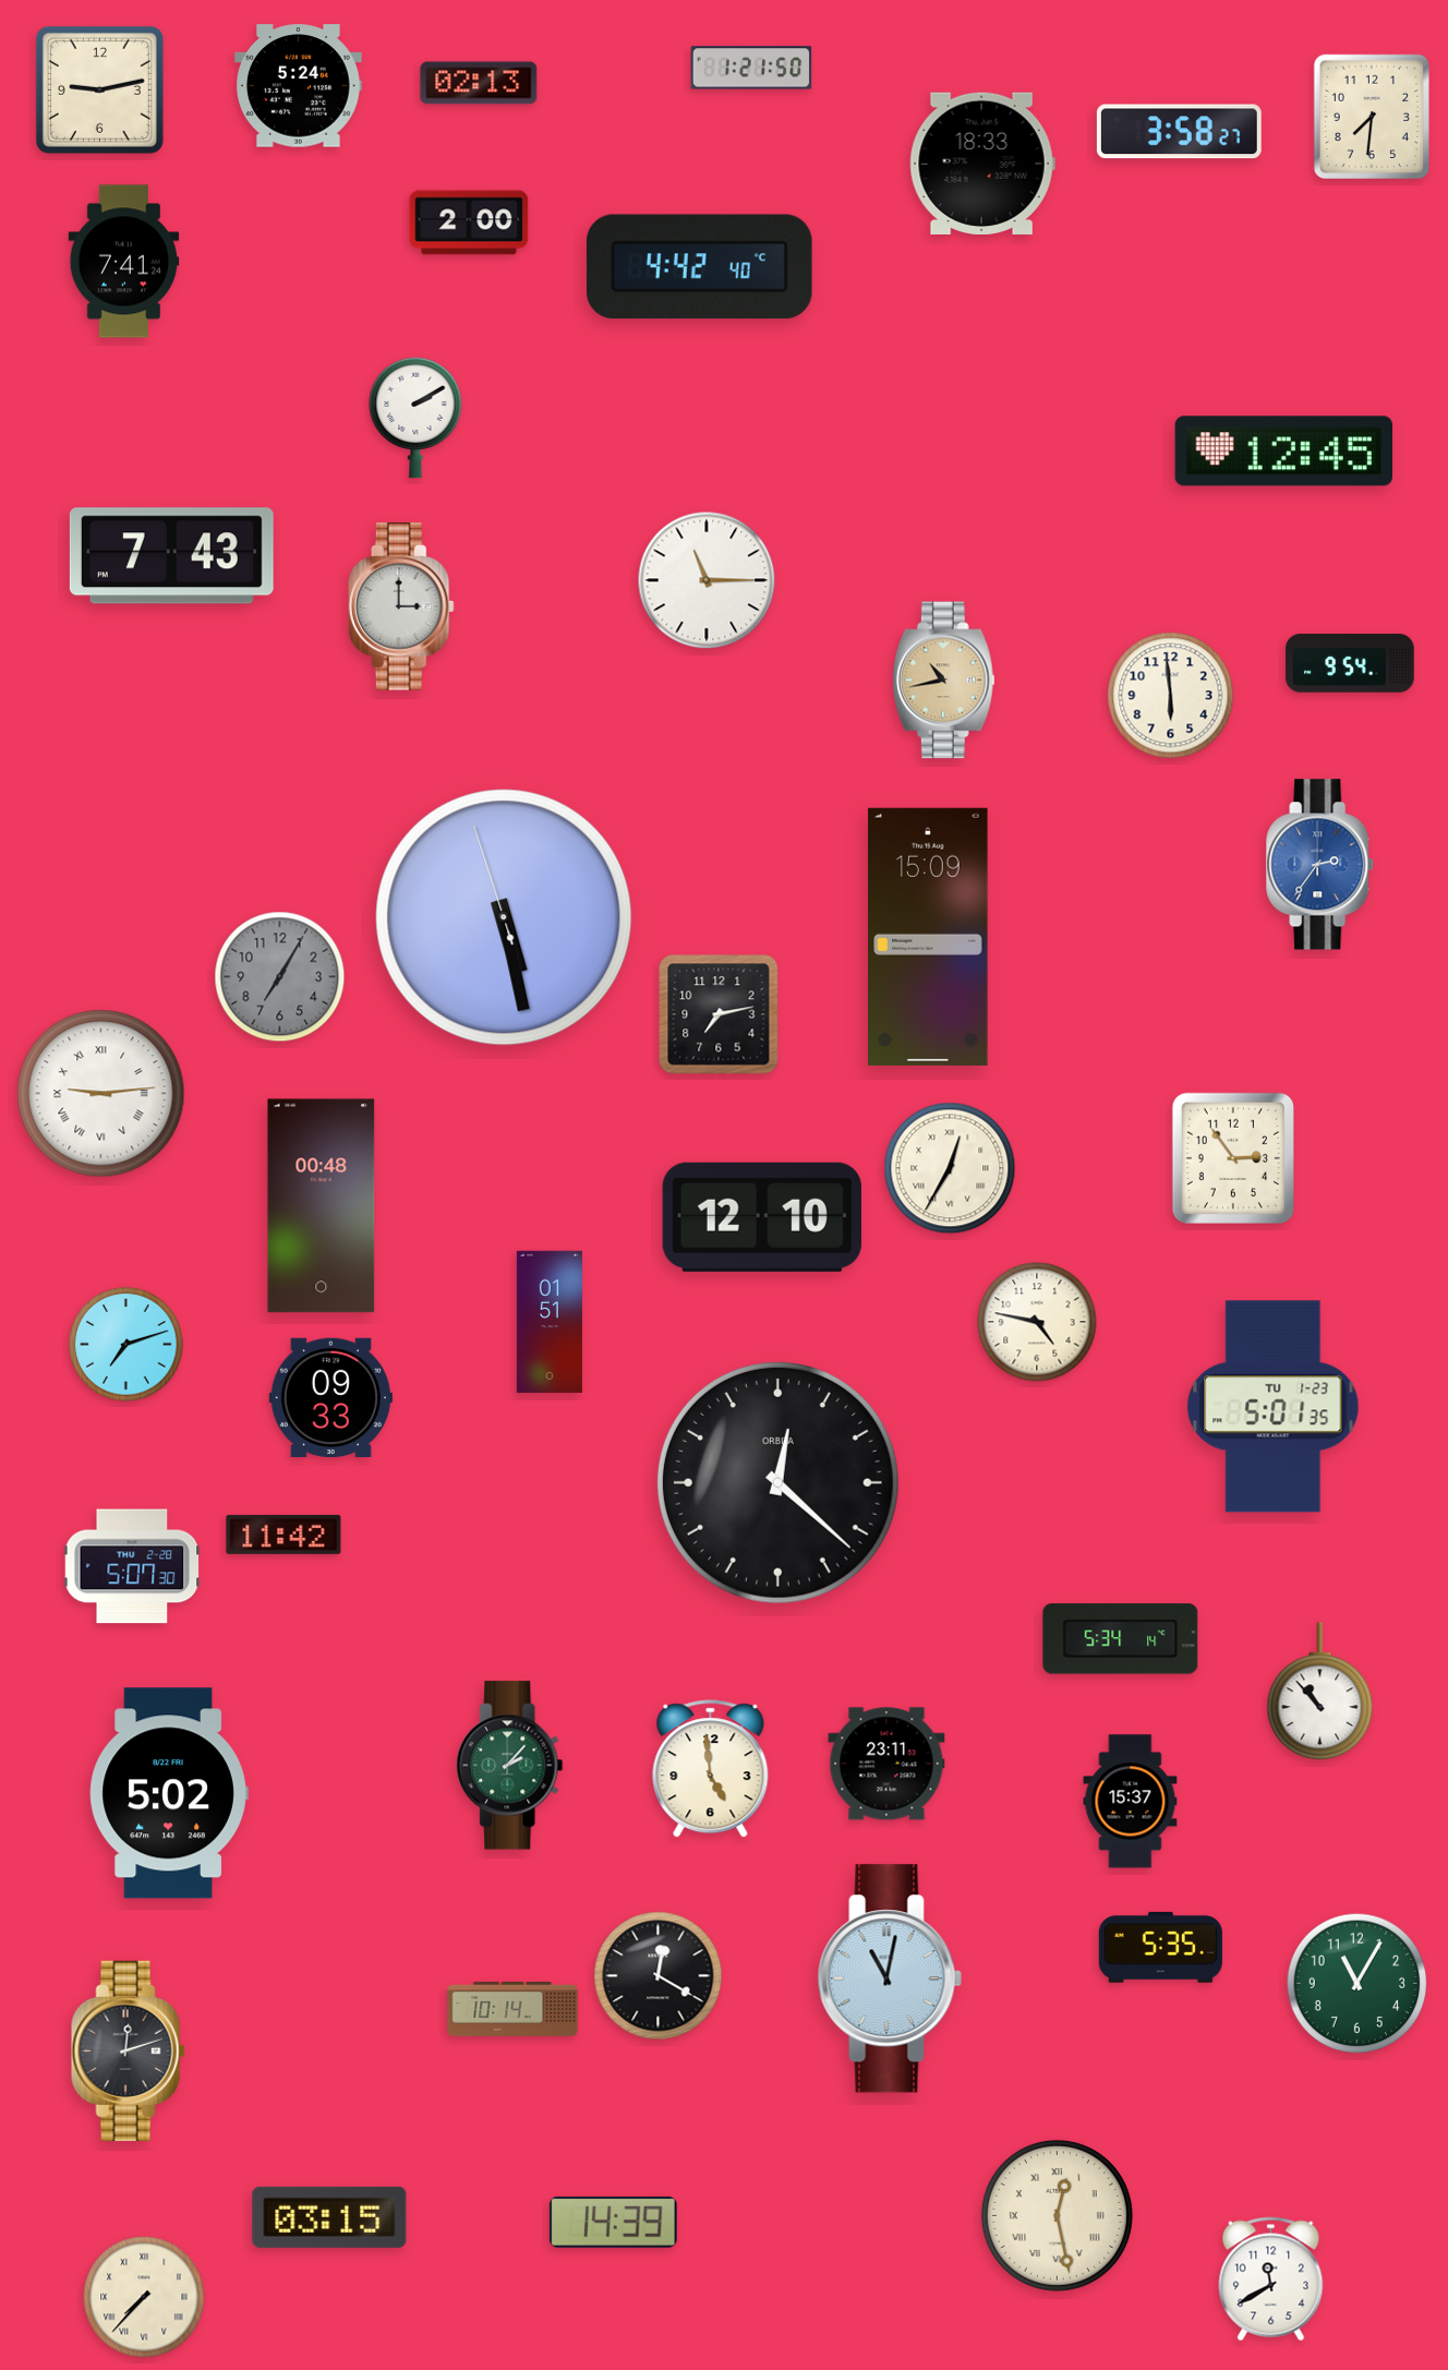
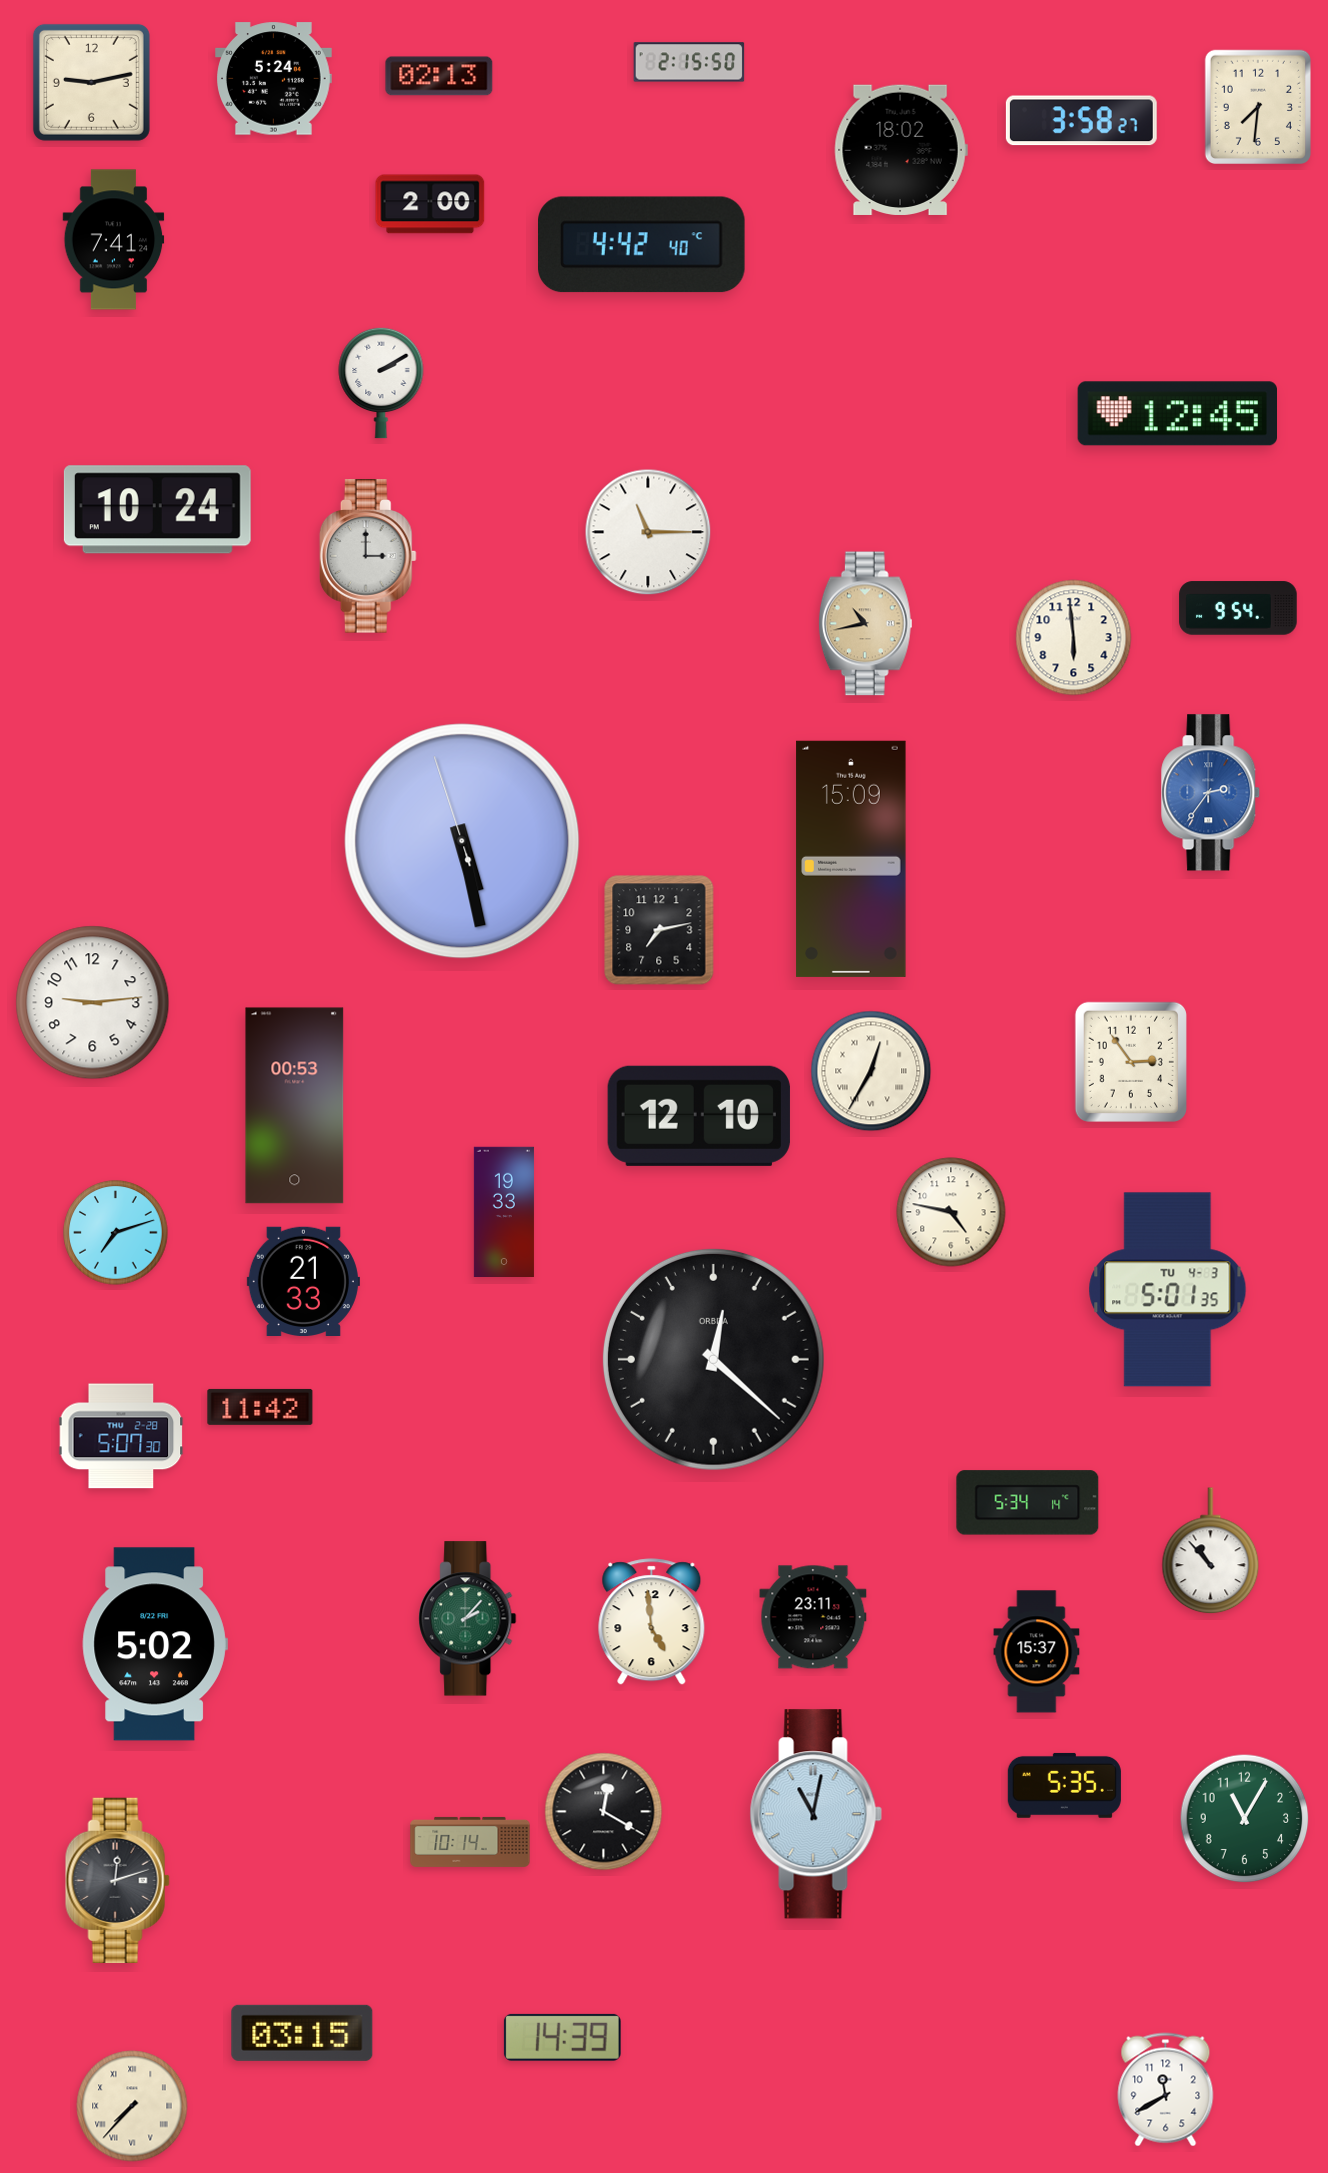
clock at (751, 68): 1:21 -> 2:15
clock at (982, 163): 18:33 -> 18:02
clock at (171, 556): 7:43 -> 10:24
clock at (280, 977): 7:05 -> none
clock at (101, 1094) numerals: Roman -> Arabic
clock at (322, 1206): 00:48 -> 00:53
clock at (550, 1321): 01:51 -> 19:33
clock at (330, 1397): 09:33 -> 21:33
clock at (1274, 1407) date: TU 1-23 -> TU 4-3
clock at (1057, 2215): 12:28 -> none
